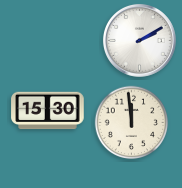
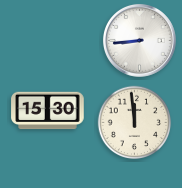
clock at (139, 40): 2:10 -> 8:44
clock at (132, 123) position: (132, 123) -> (135, 123)
